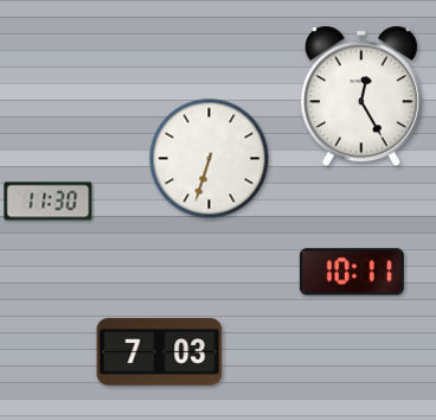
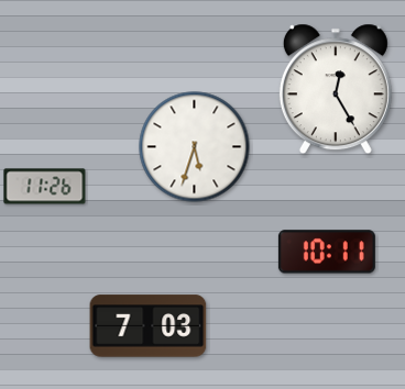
clock at (210, 159): 6:33 -> 5:33
clock at (49, 202): 11:30 -> 11:26
